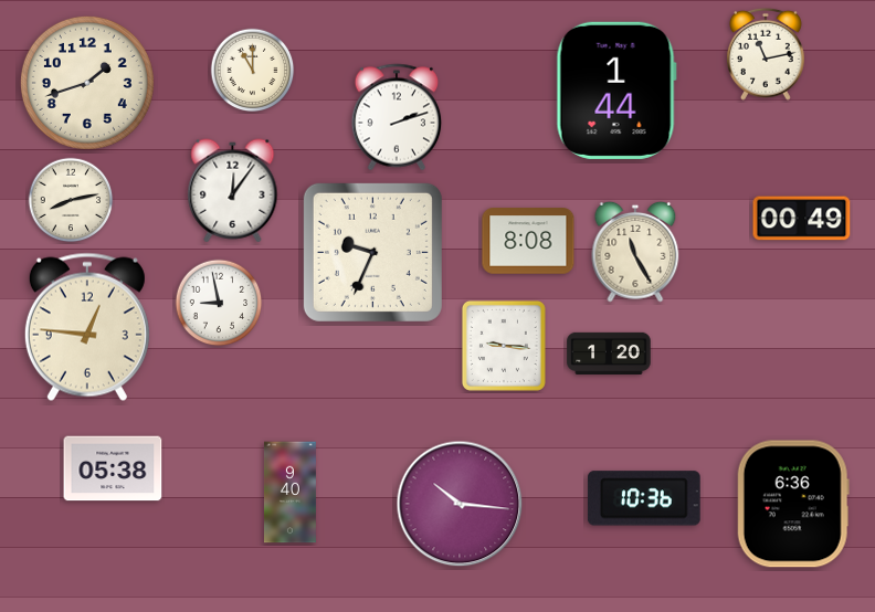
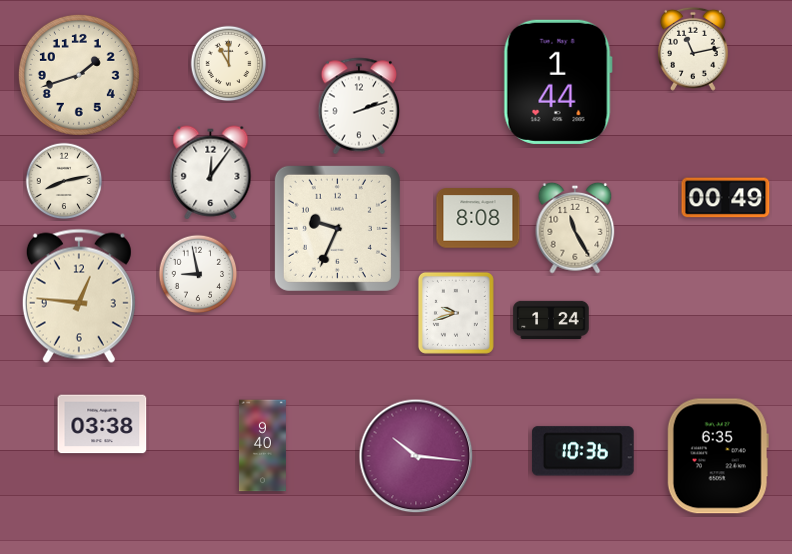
clock at (504, 346): 9:16 -> 9:42
clock at (609, 352): 1:20 -> 1:24
clock at (113, 468): 05:38 -> 03:38
clock at (793, 504): 6:36 -> 6:35
